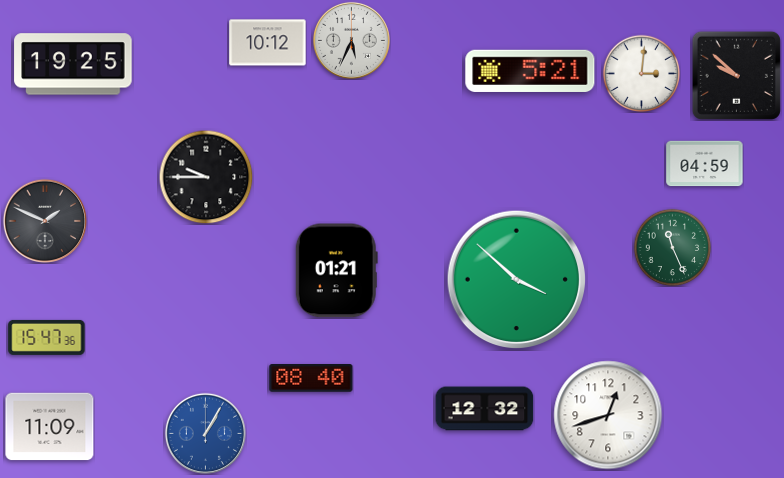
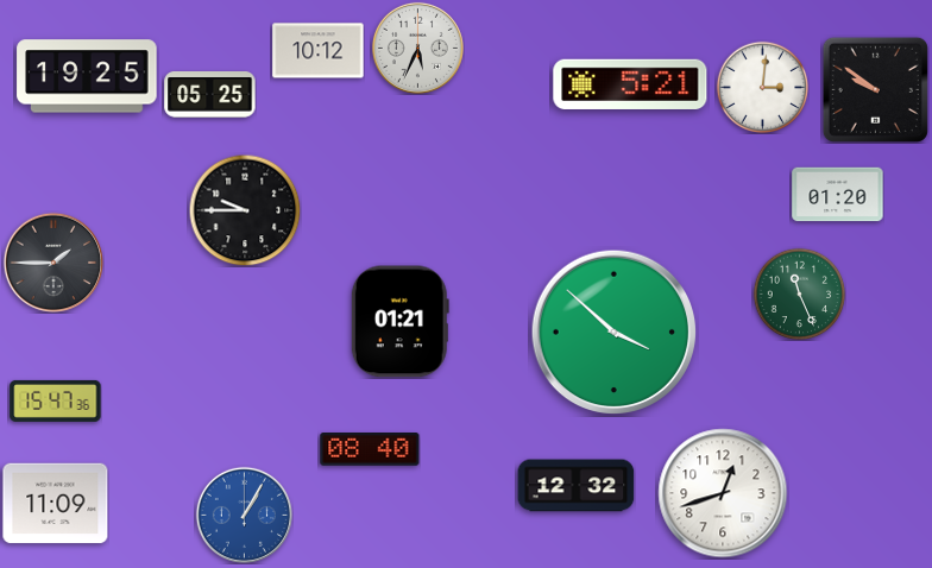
clock at (736, 75): 9:52 -> 9:51
clock at (210, 95): none -> 05:25
clock at (705, 164): 04:59 -> 01:20
clock at (45, 221): 1:49 -> 1:45
clock at (50, 427) position: (50, 427) -> (56, 504)
